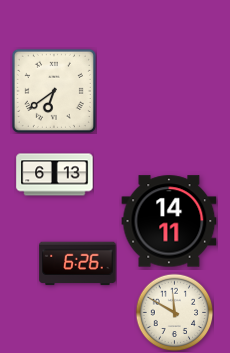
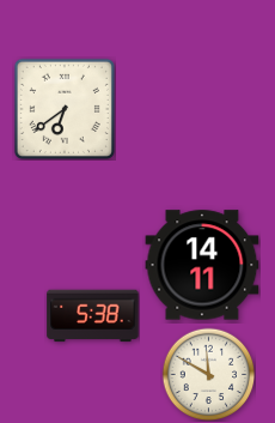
clock at (55, 175): 6:13 -> none
clock at (78, 264): 6:26 -> 5:38
